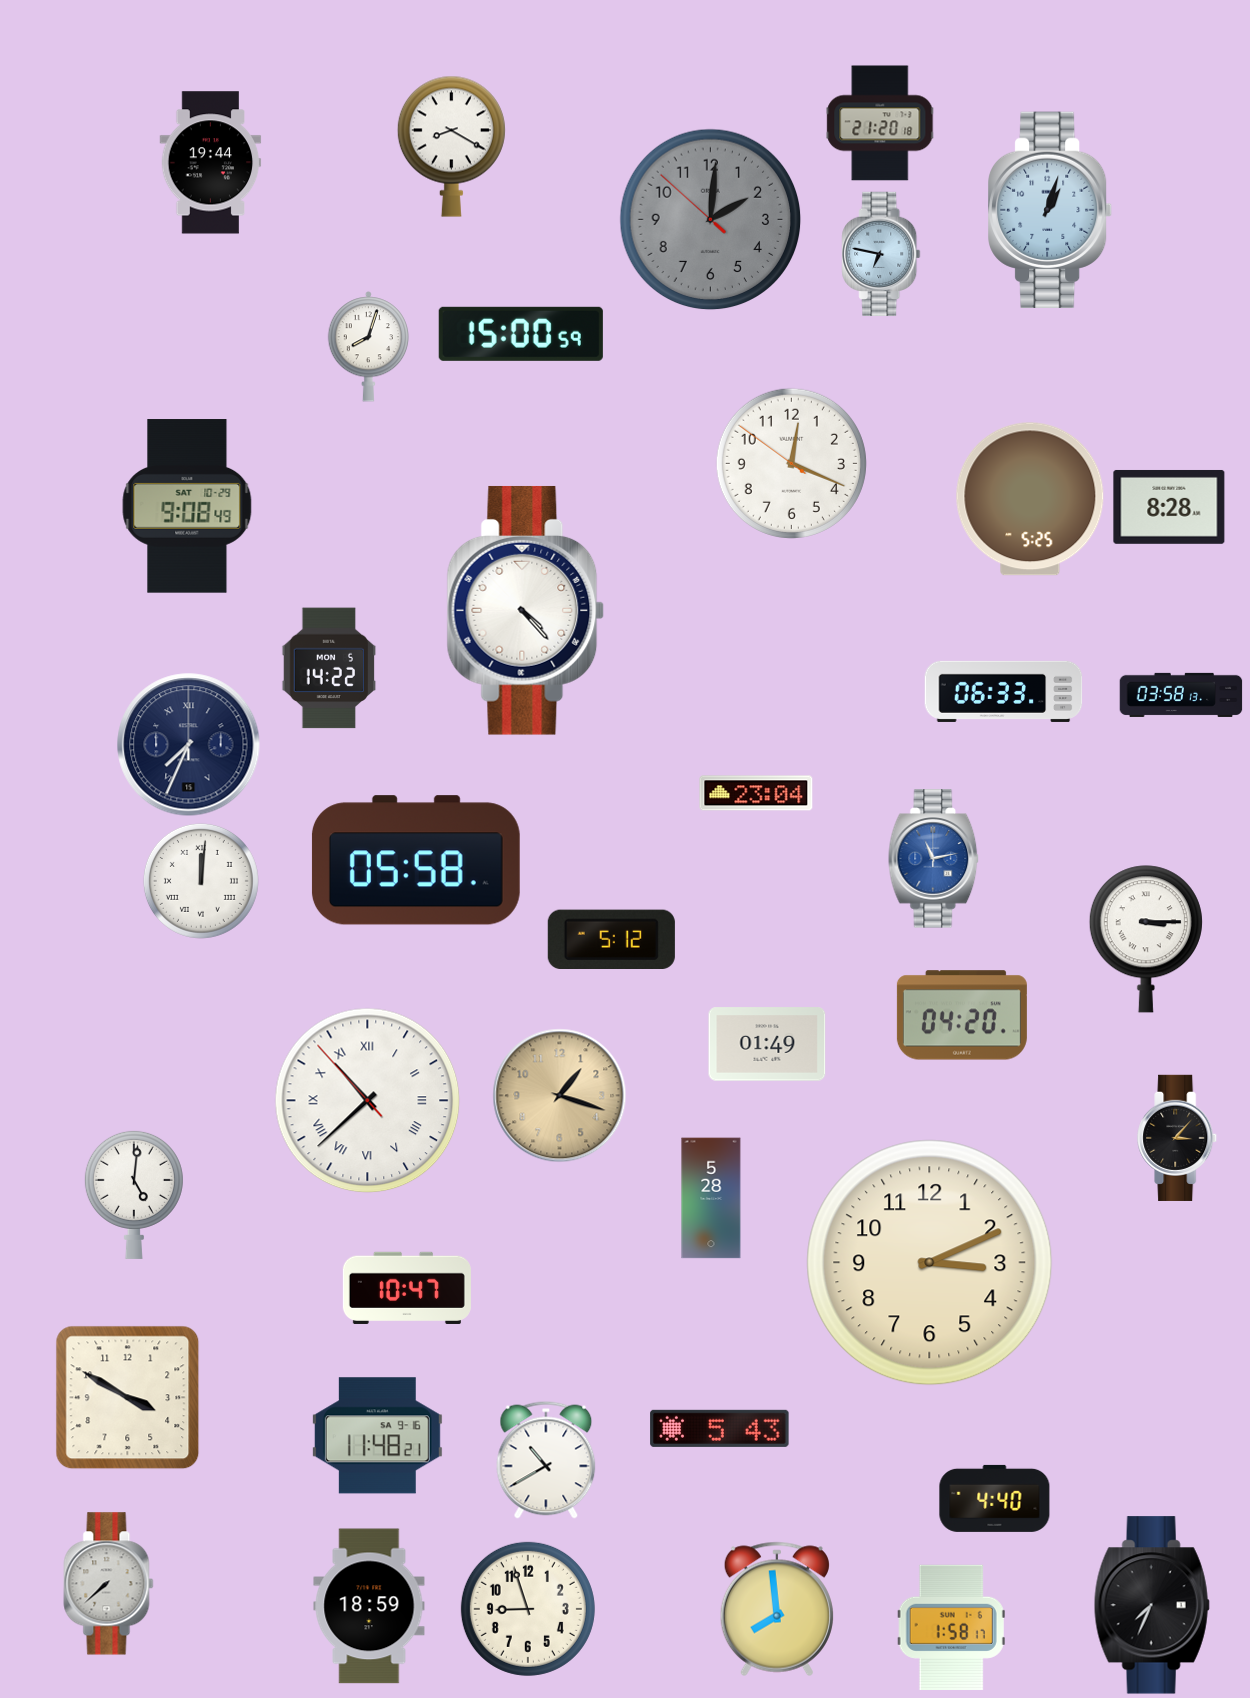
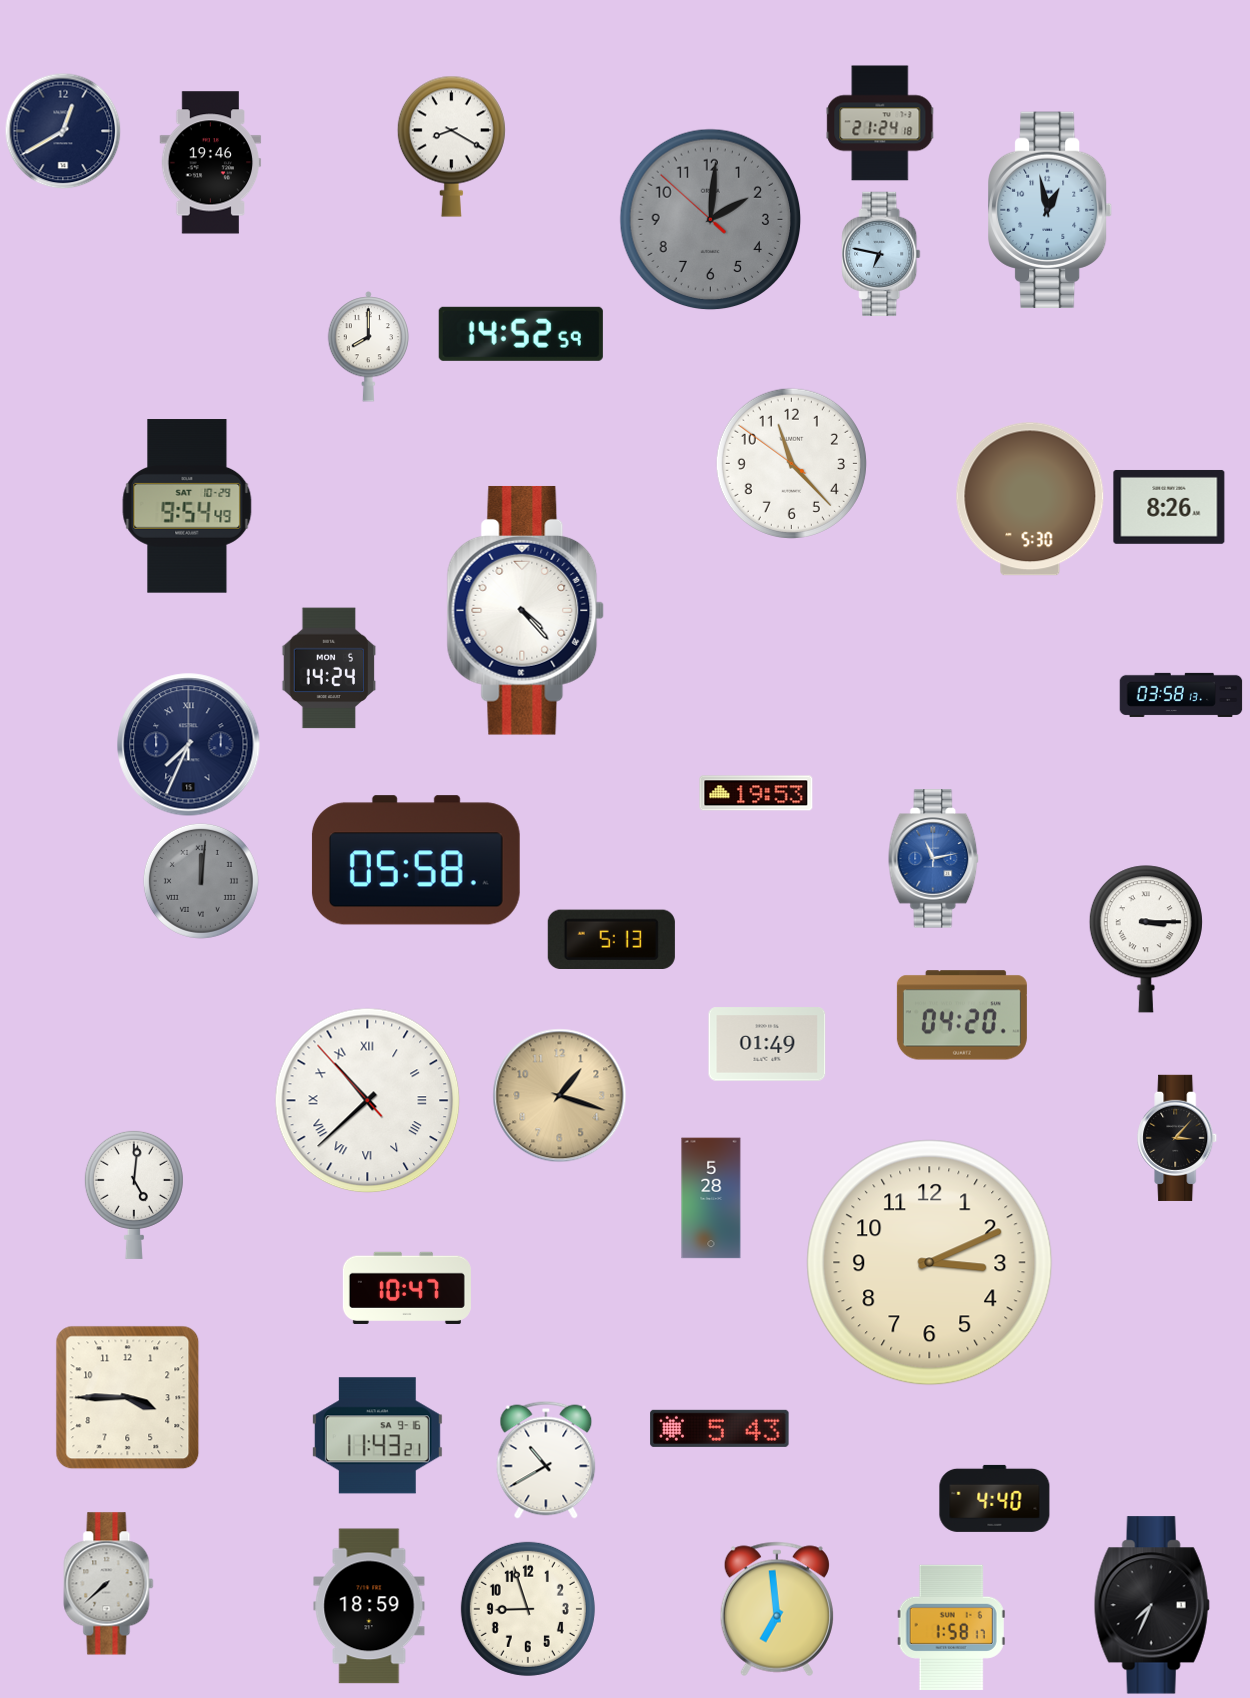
clock at (880, 123): 21:20 -> 21:24
clock at (63, 131): none -> 12:40
clock at (211, 163): 19:44 -> 19:46
clock at (1051, 209): 1:03 -> 12:58
clock at (521, 334): 15:00 -> 14:52
clock at (369, 347): 8:03 -> 8:00
clock at (791, 463): 12:18 -> 11:22
clock at (1030, 499): 5:25 -> 5:30
clock at (187, 506): 9:08 -> 9:54
clock at (1169, 507): 8:28 -> 8:26
clock at (329, 668): 14:22 -> 14:24
clock at (1004, 691): 06:33 -> none
clock at (756, 793): 23:04 -> 19:53
clock at (201, 881) dial: white -> grey
clock at (611, 939): 5:12 -> 5:13
clock at (128, 1398): 3:50 -> 3:45
clock at (377, 1436): 11:48 -> 11:43
clock at (777, 1609): 7:59 -> 6:59
